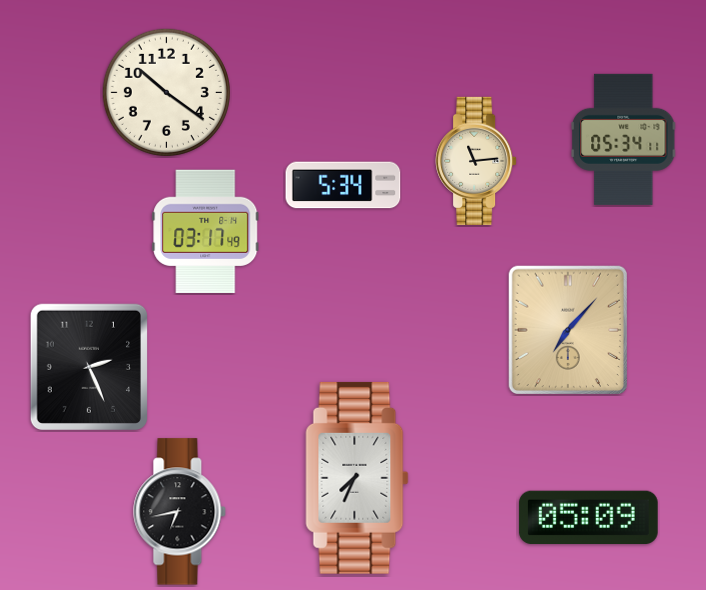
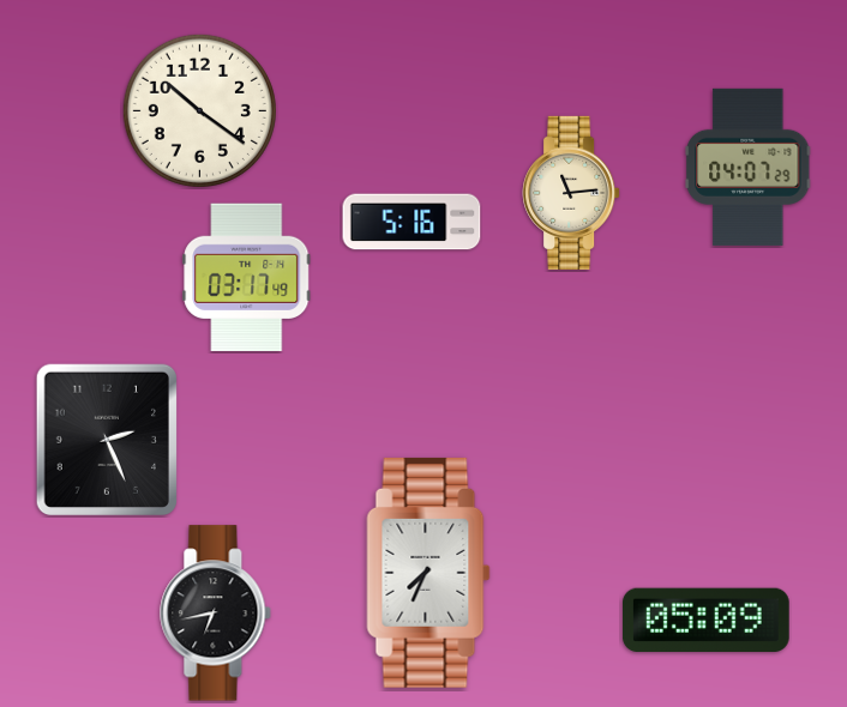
clock at (624, 139): 05:34 -> 04:07
clock at (343, 185): 5:34 -> 5:16
clock at (567, 329): 7:07 -> none
